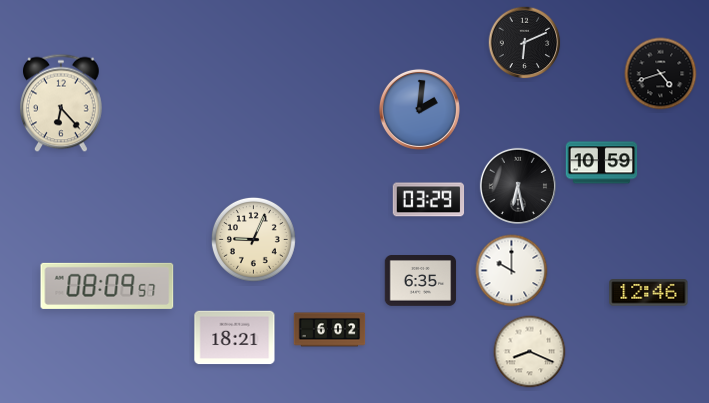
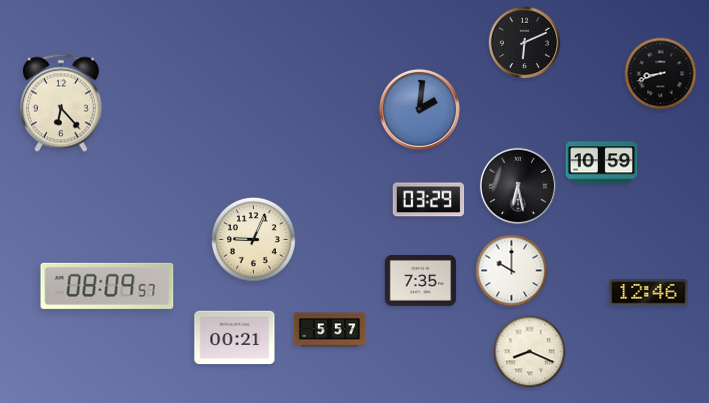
clock at (661, 74): 4:42 -> 8:42
clock at (421, 281): 6:35 -> 7:35
clock at (330, 330): 6:02 -> 5:57
clock at (235, 338): 18:21 -> 00:21
